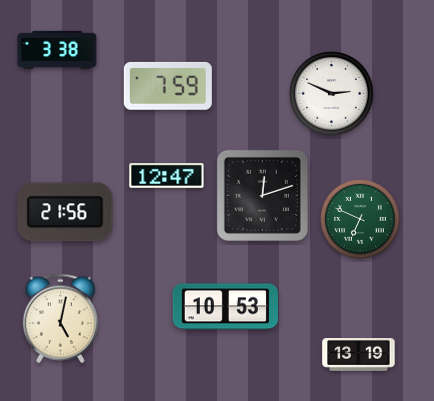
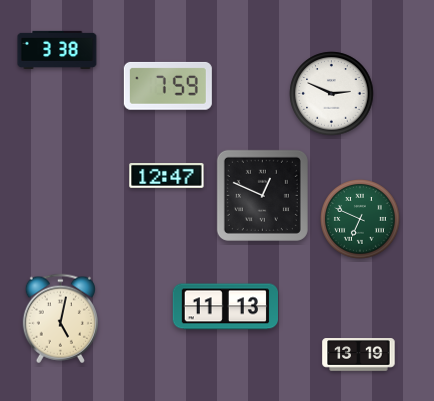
clock at (262, 195): 12:12 -> 12:49
clock at (65, 212): 21:56 -> none
clock at (225, 307): 10:53 -> 11:13
